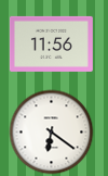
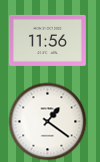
clock at (51, 131): 6:21 -> 1:21
